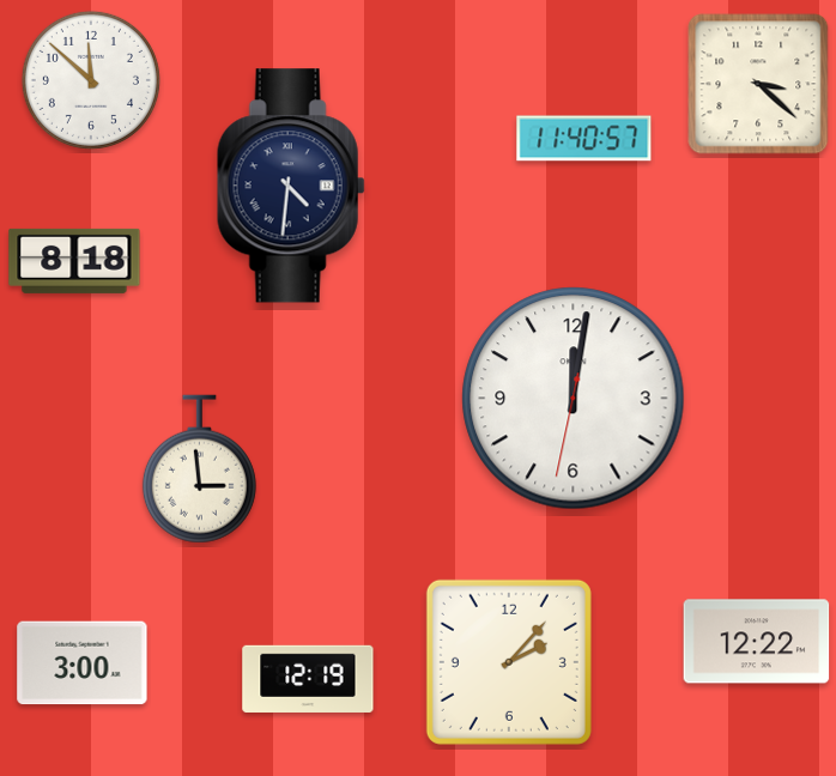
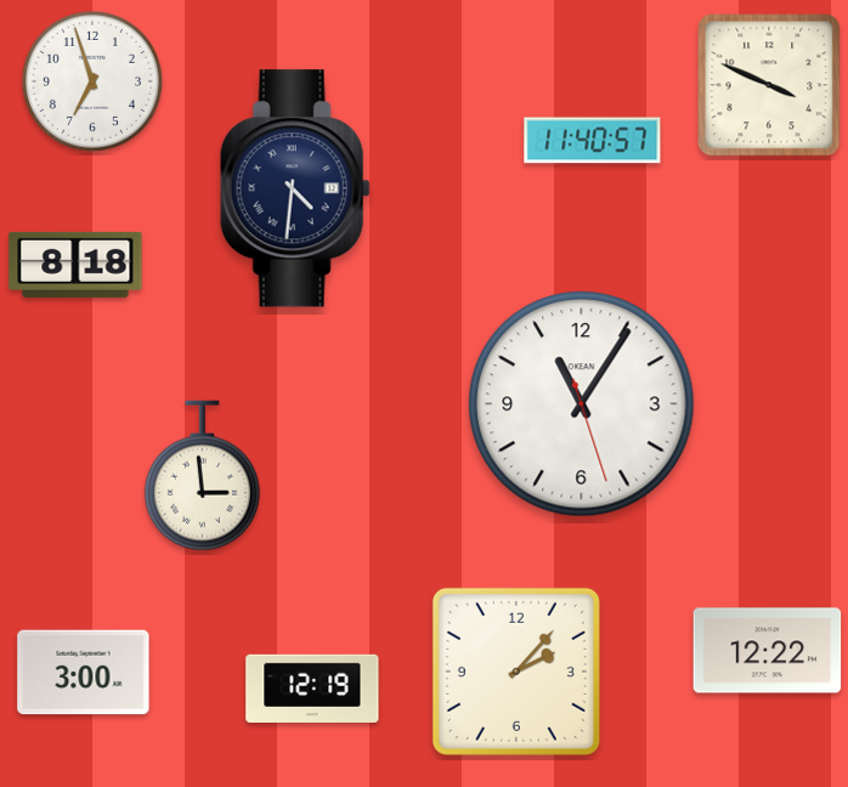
clock at (91, 80): 11:52 -> 6:57
clock at (758, 84): 3:22 -> 3:49
clock at (574, 399): 12:01 -> 11:05
